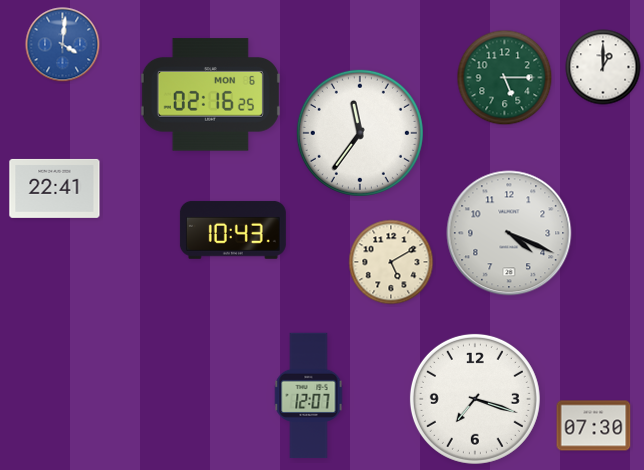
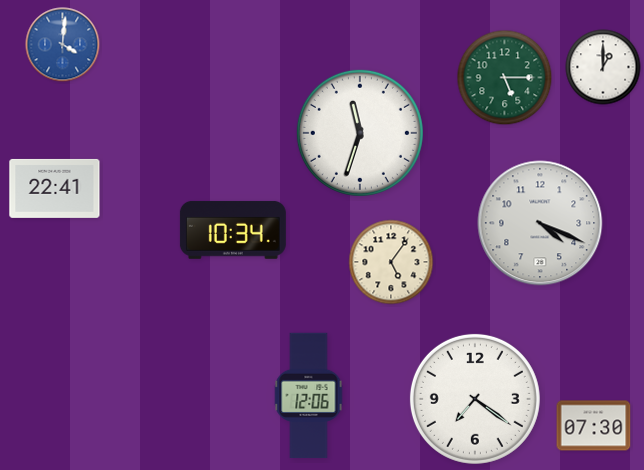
clock at (210, 95): 02:16 -> none
clock at (360, 133): 11:36 -> 11:33
clock at (233, 230): 10:43 -> 10:34
clock at (509, 233) position: (509, 233) -> (540, 223)
clock at (391, 262): 5:10 -> 5:06
clock at (309, 396): 12:07 -> 12:06
clock at (475, 399): 7:18 -> 7:21
